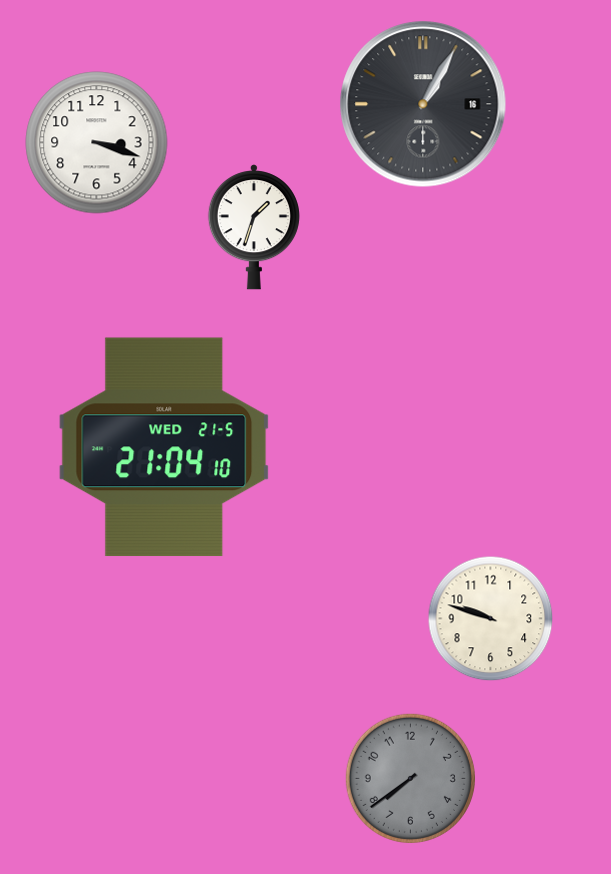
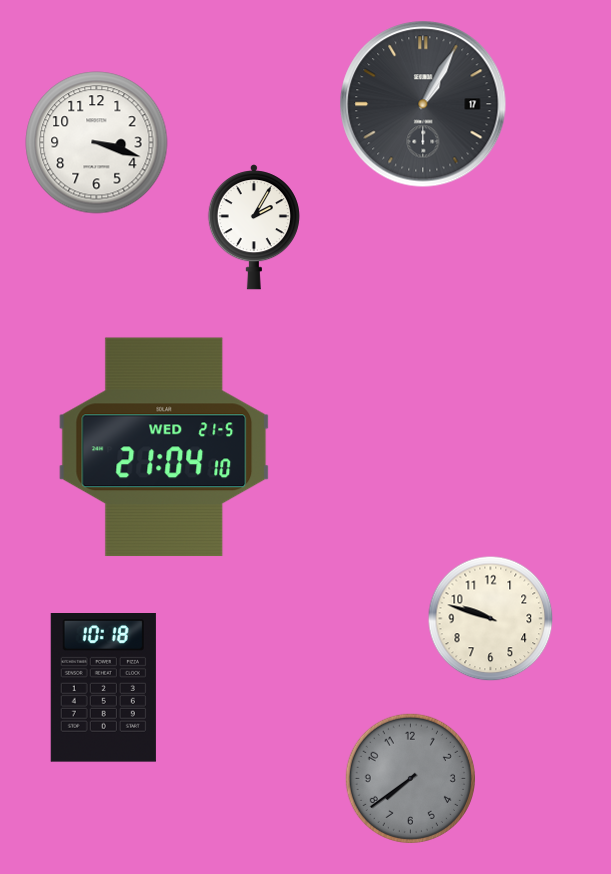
clock at (423, 104) date: 16 -> 17
clock at (254, 227): 1:33 -> 2:05
clock at (103, 688): none -> 10:18
